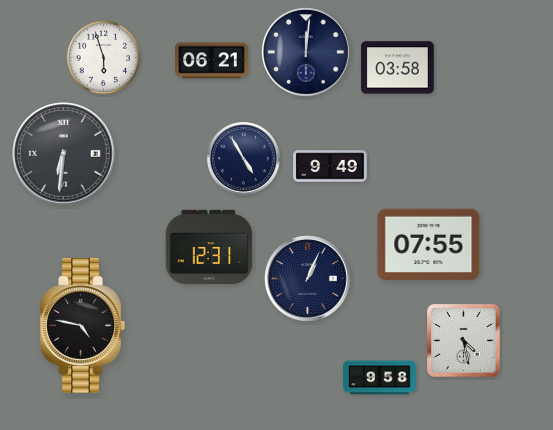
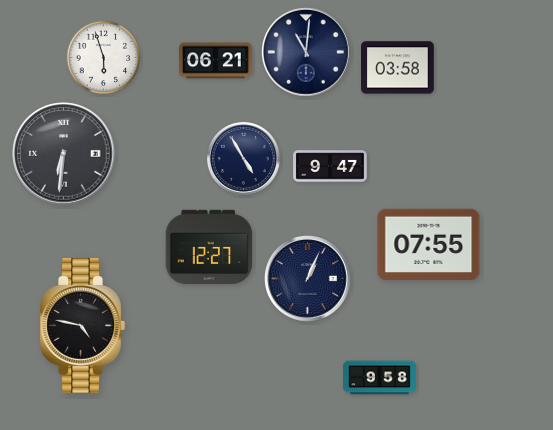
clock at (306, 53): 12:01 -> 11:01
clock at (212, 61) position: (212, 61) -> (216, 61)
clock at (330, 166): 9:49 -> 9:47
clock at (209, 246): 12:31 -> 12:27
clock at (464, 341): 4:28 -> none
